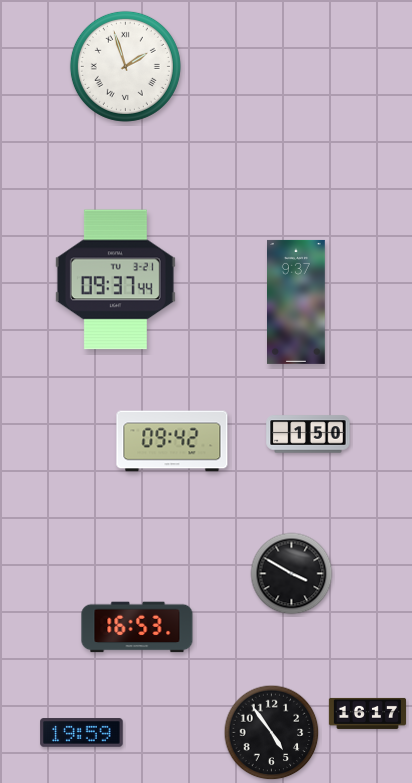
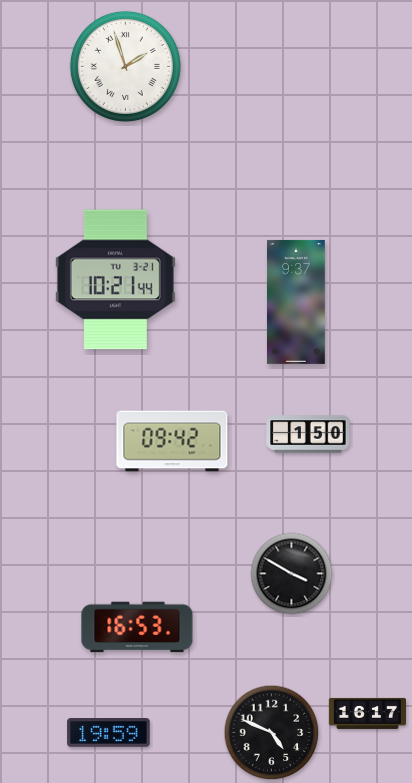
clock at (115, 280): 09:37 -> 10:21
clock at (82, 733) position: (82, 733) -> (109, 733)
clock at (272, 733): 4:54 -> 4:49
